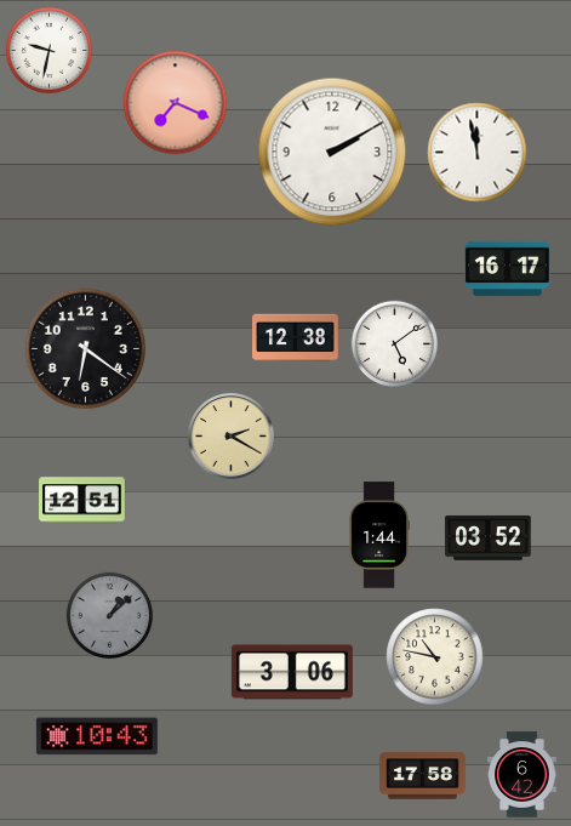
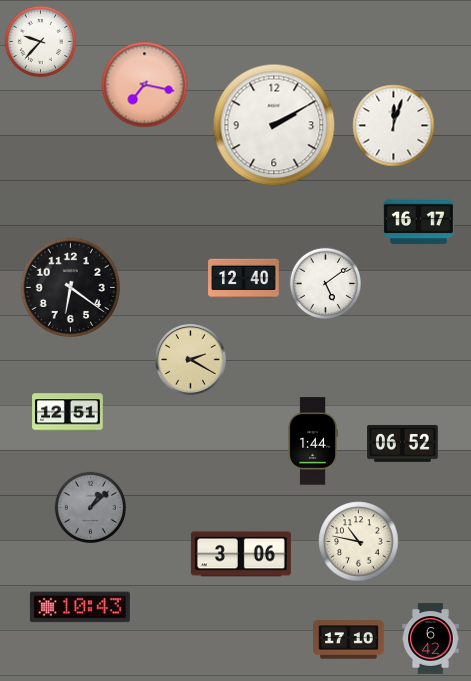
clock at (48, 50): 9:32 -> 9:37
clock at (176, 103): 7:19 -> 7:17
clock at (478, 153): 11:58 -> 12:03
clock at (296, 338): 12:38 -> 12:40
clock at (489, 539): 03:52 -> 06:52
clock at (423, 776): 17:58 -> 17:10
